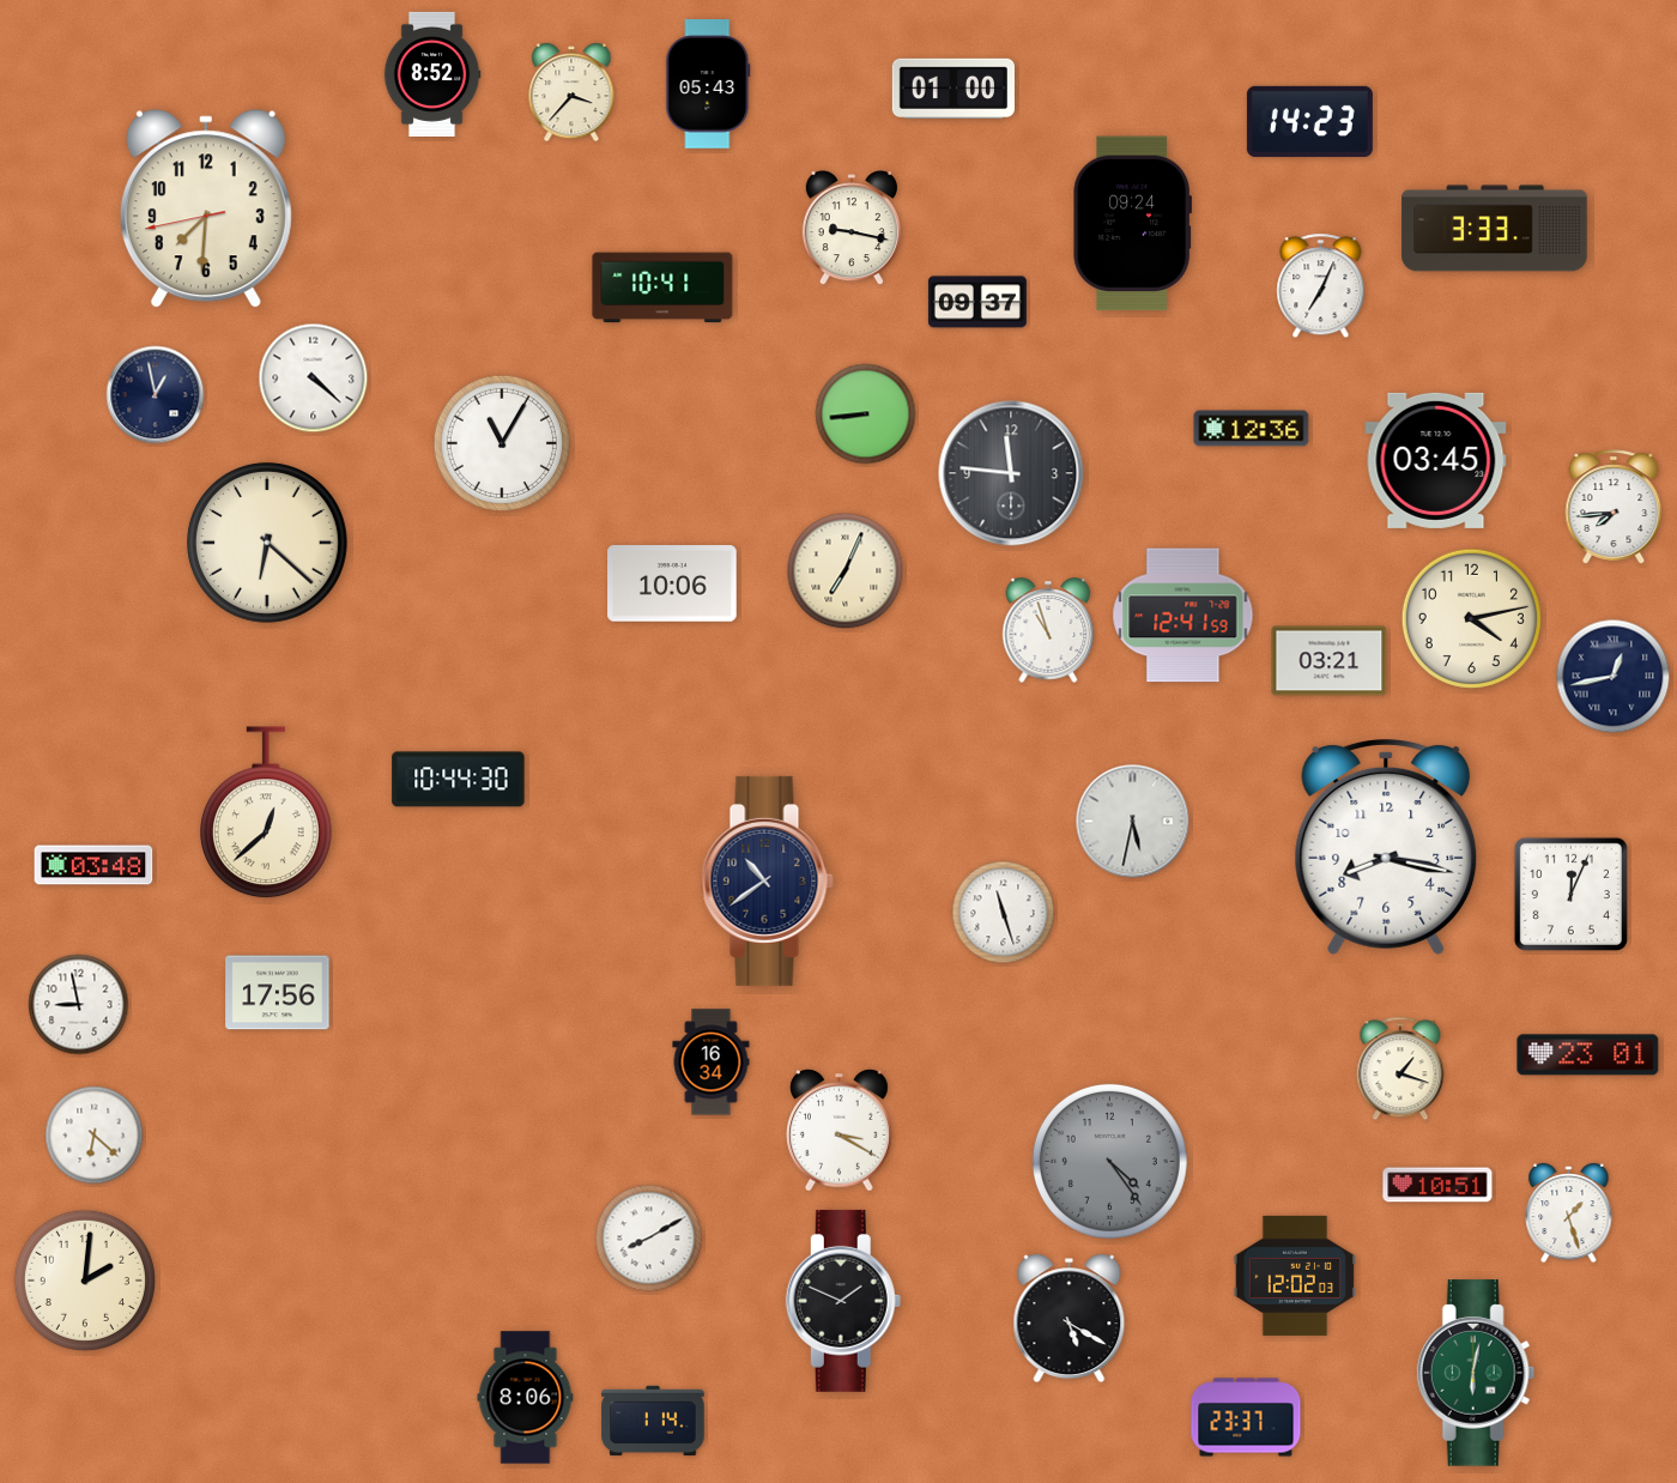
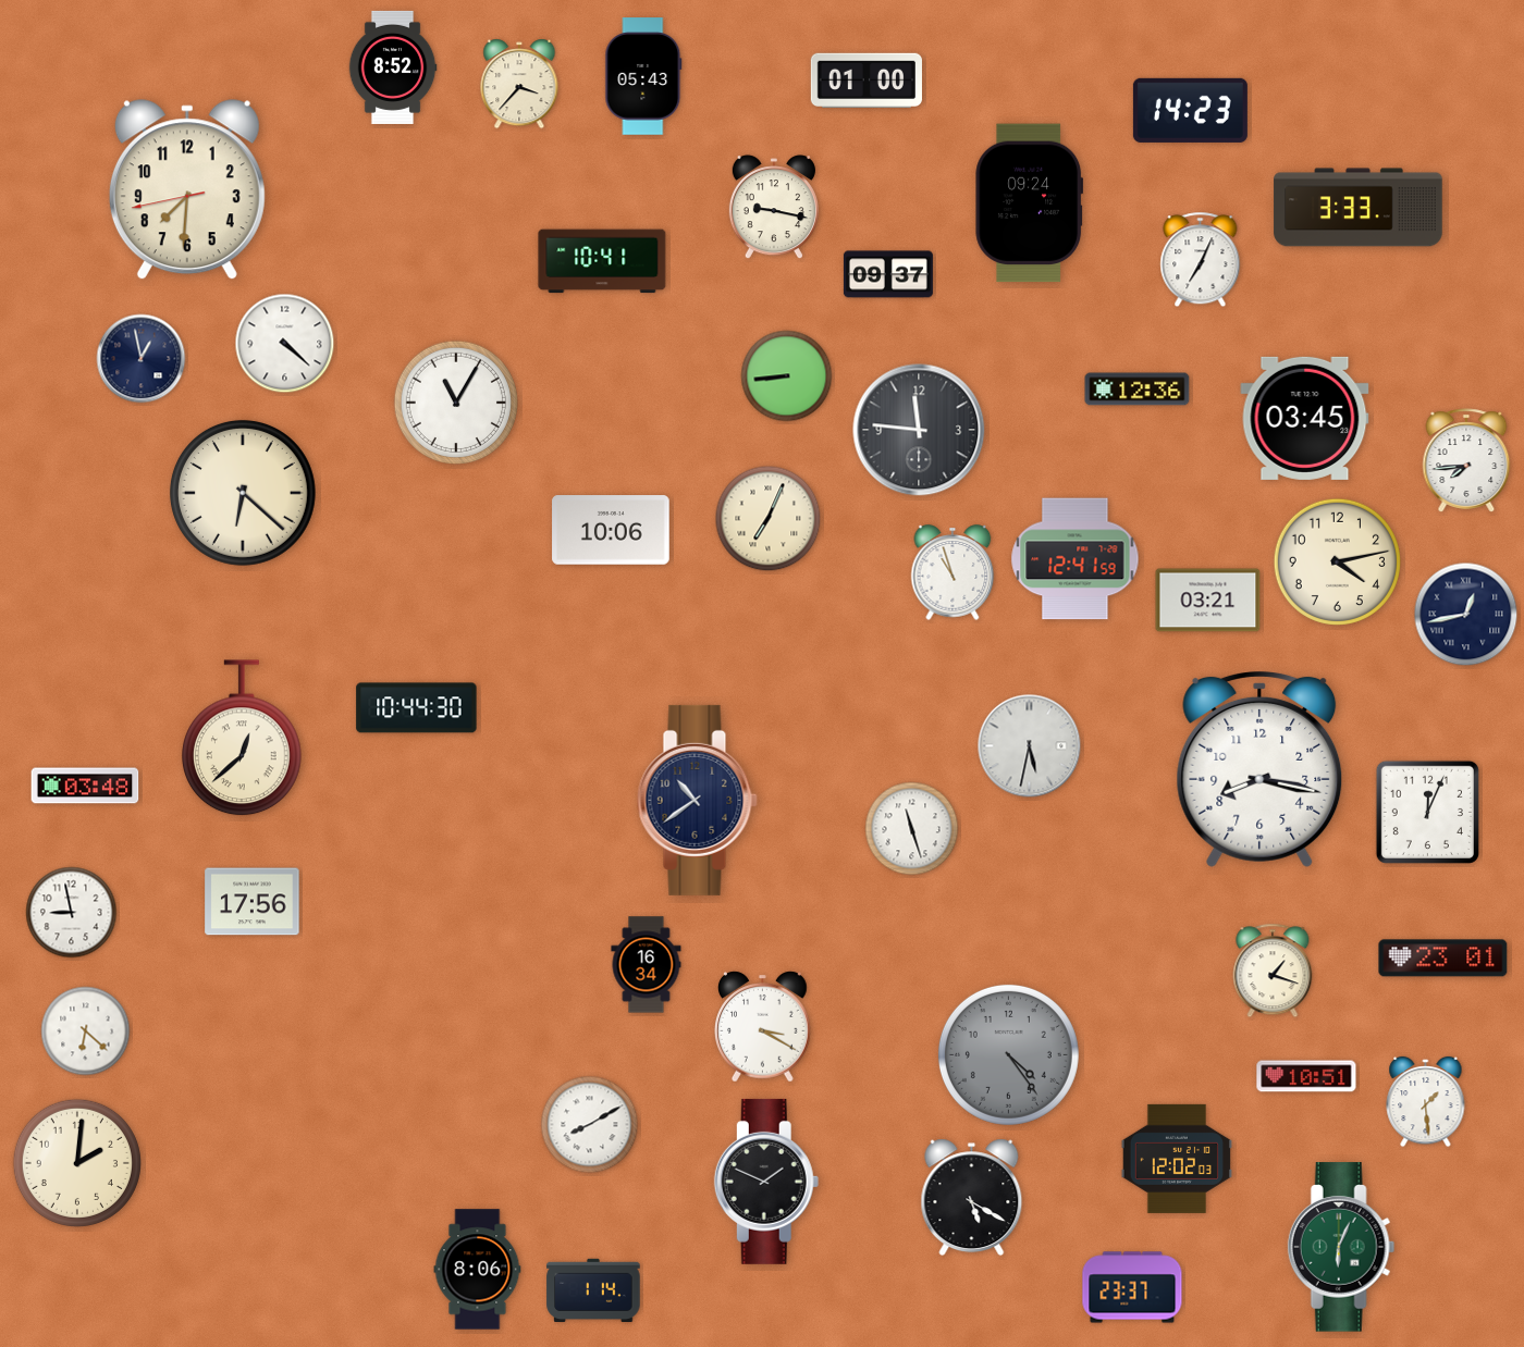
clock at (1569, 1213): 1:27 -> 1:29
clock at (1476, 1373): 6:02 -> 6:04
